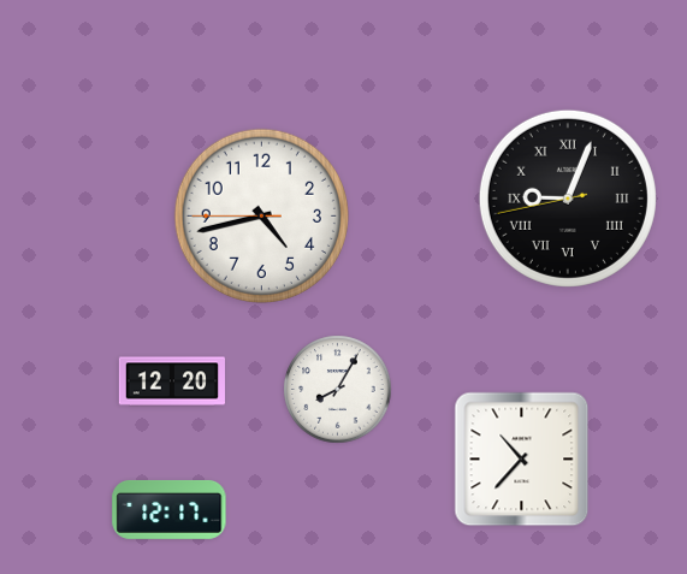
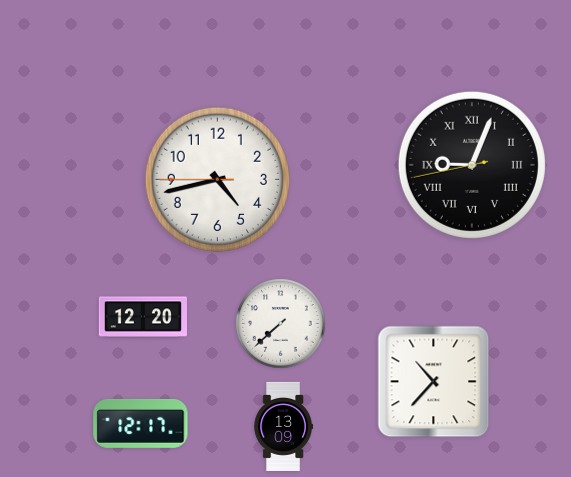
clock at (338, 390): 8:05 -> 7:38
clock at (283, 426): none -> 13:09
